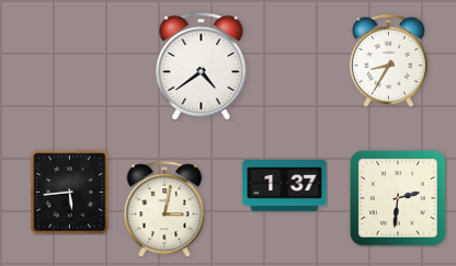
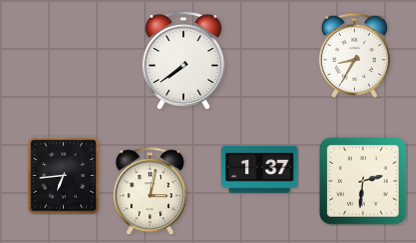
clock at (202, 66): 4:39 -> 7:39
clock at (70, 193): 5:44 -> 6:44
